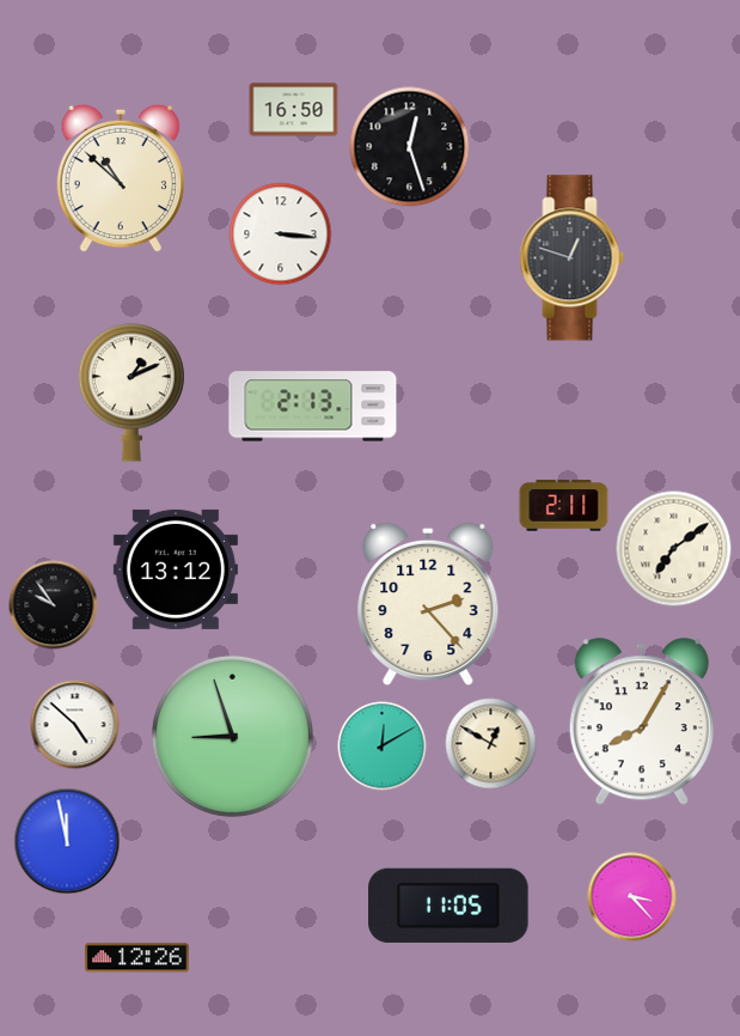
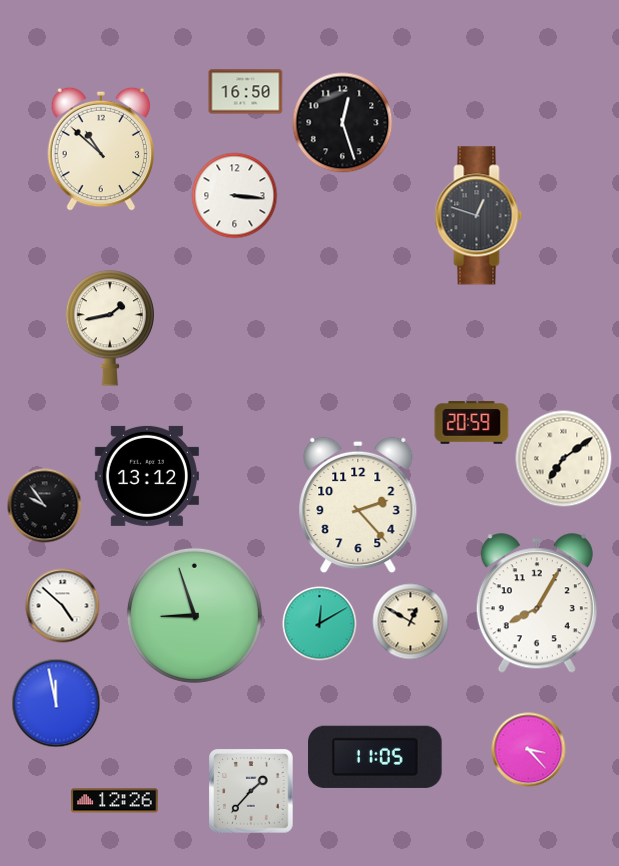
clock at (130, 392): 1:11 -> 1:43
clock at (313, 407): 2:13 -> none
clock at (564, 506): 2:11 -> 20:59
clock at (251, 791): none -> 1:37
